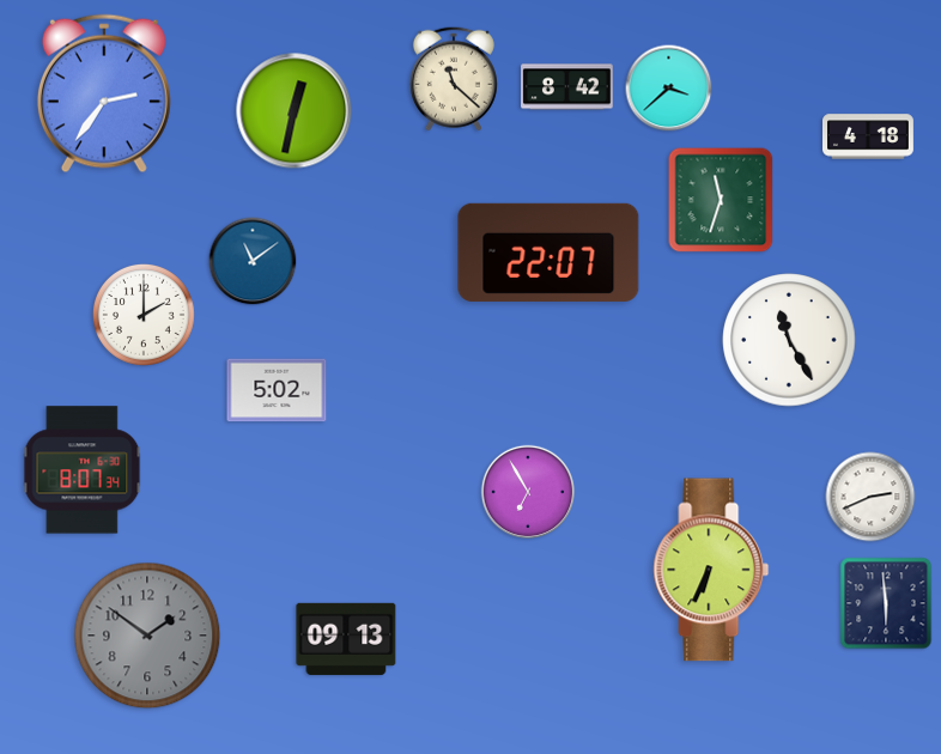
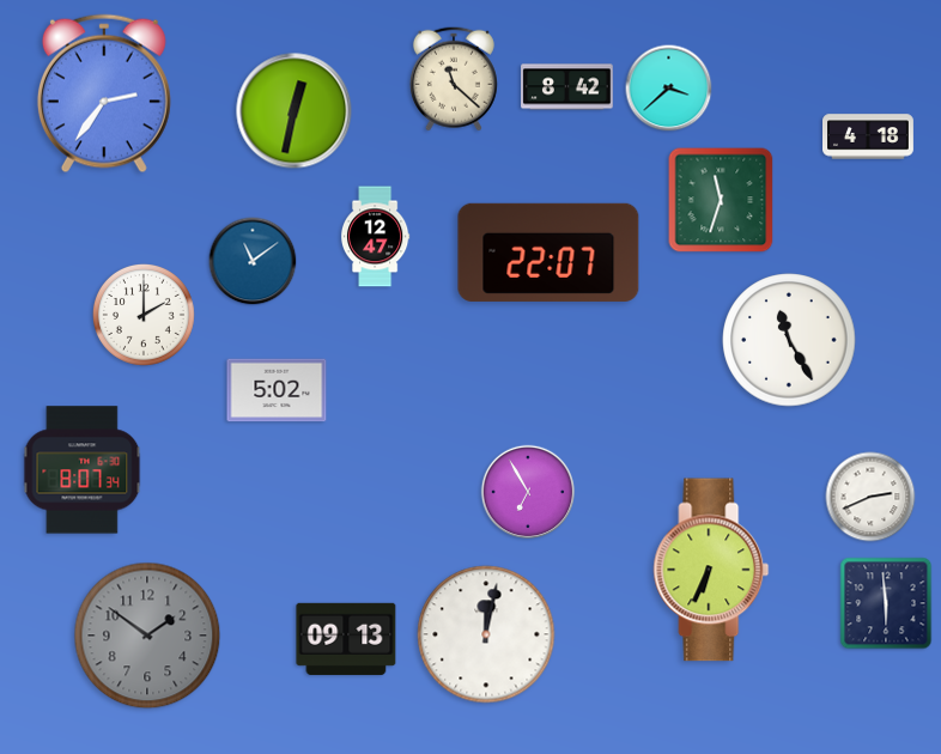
clock at (375, 237): none -> 12:47
clock at (486, 634): none -> 12:02
